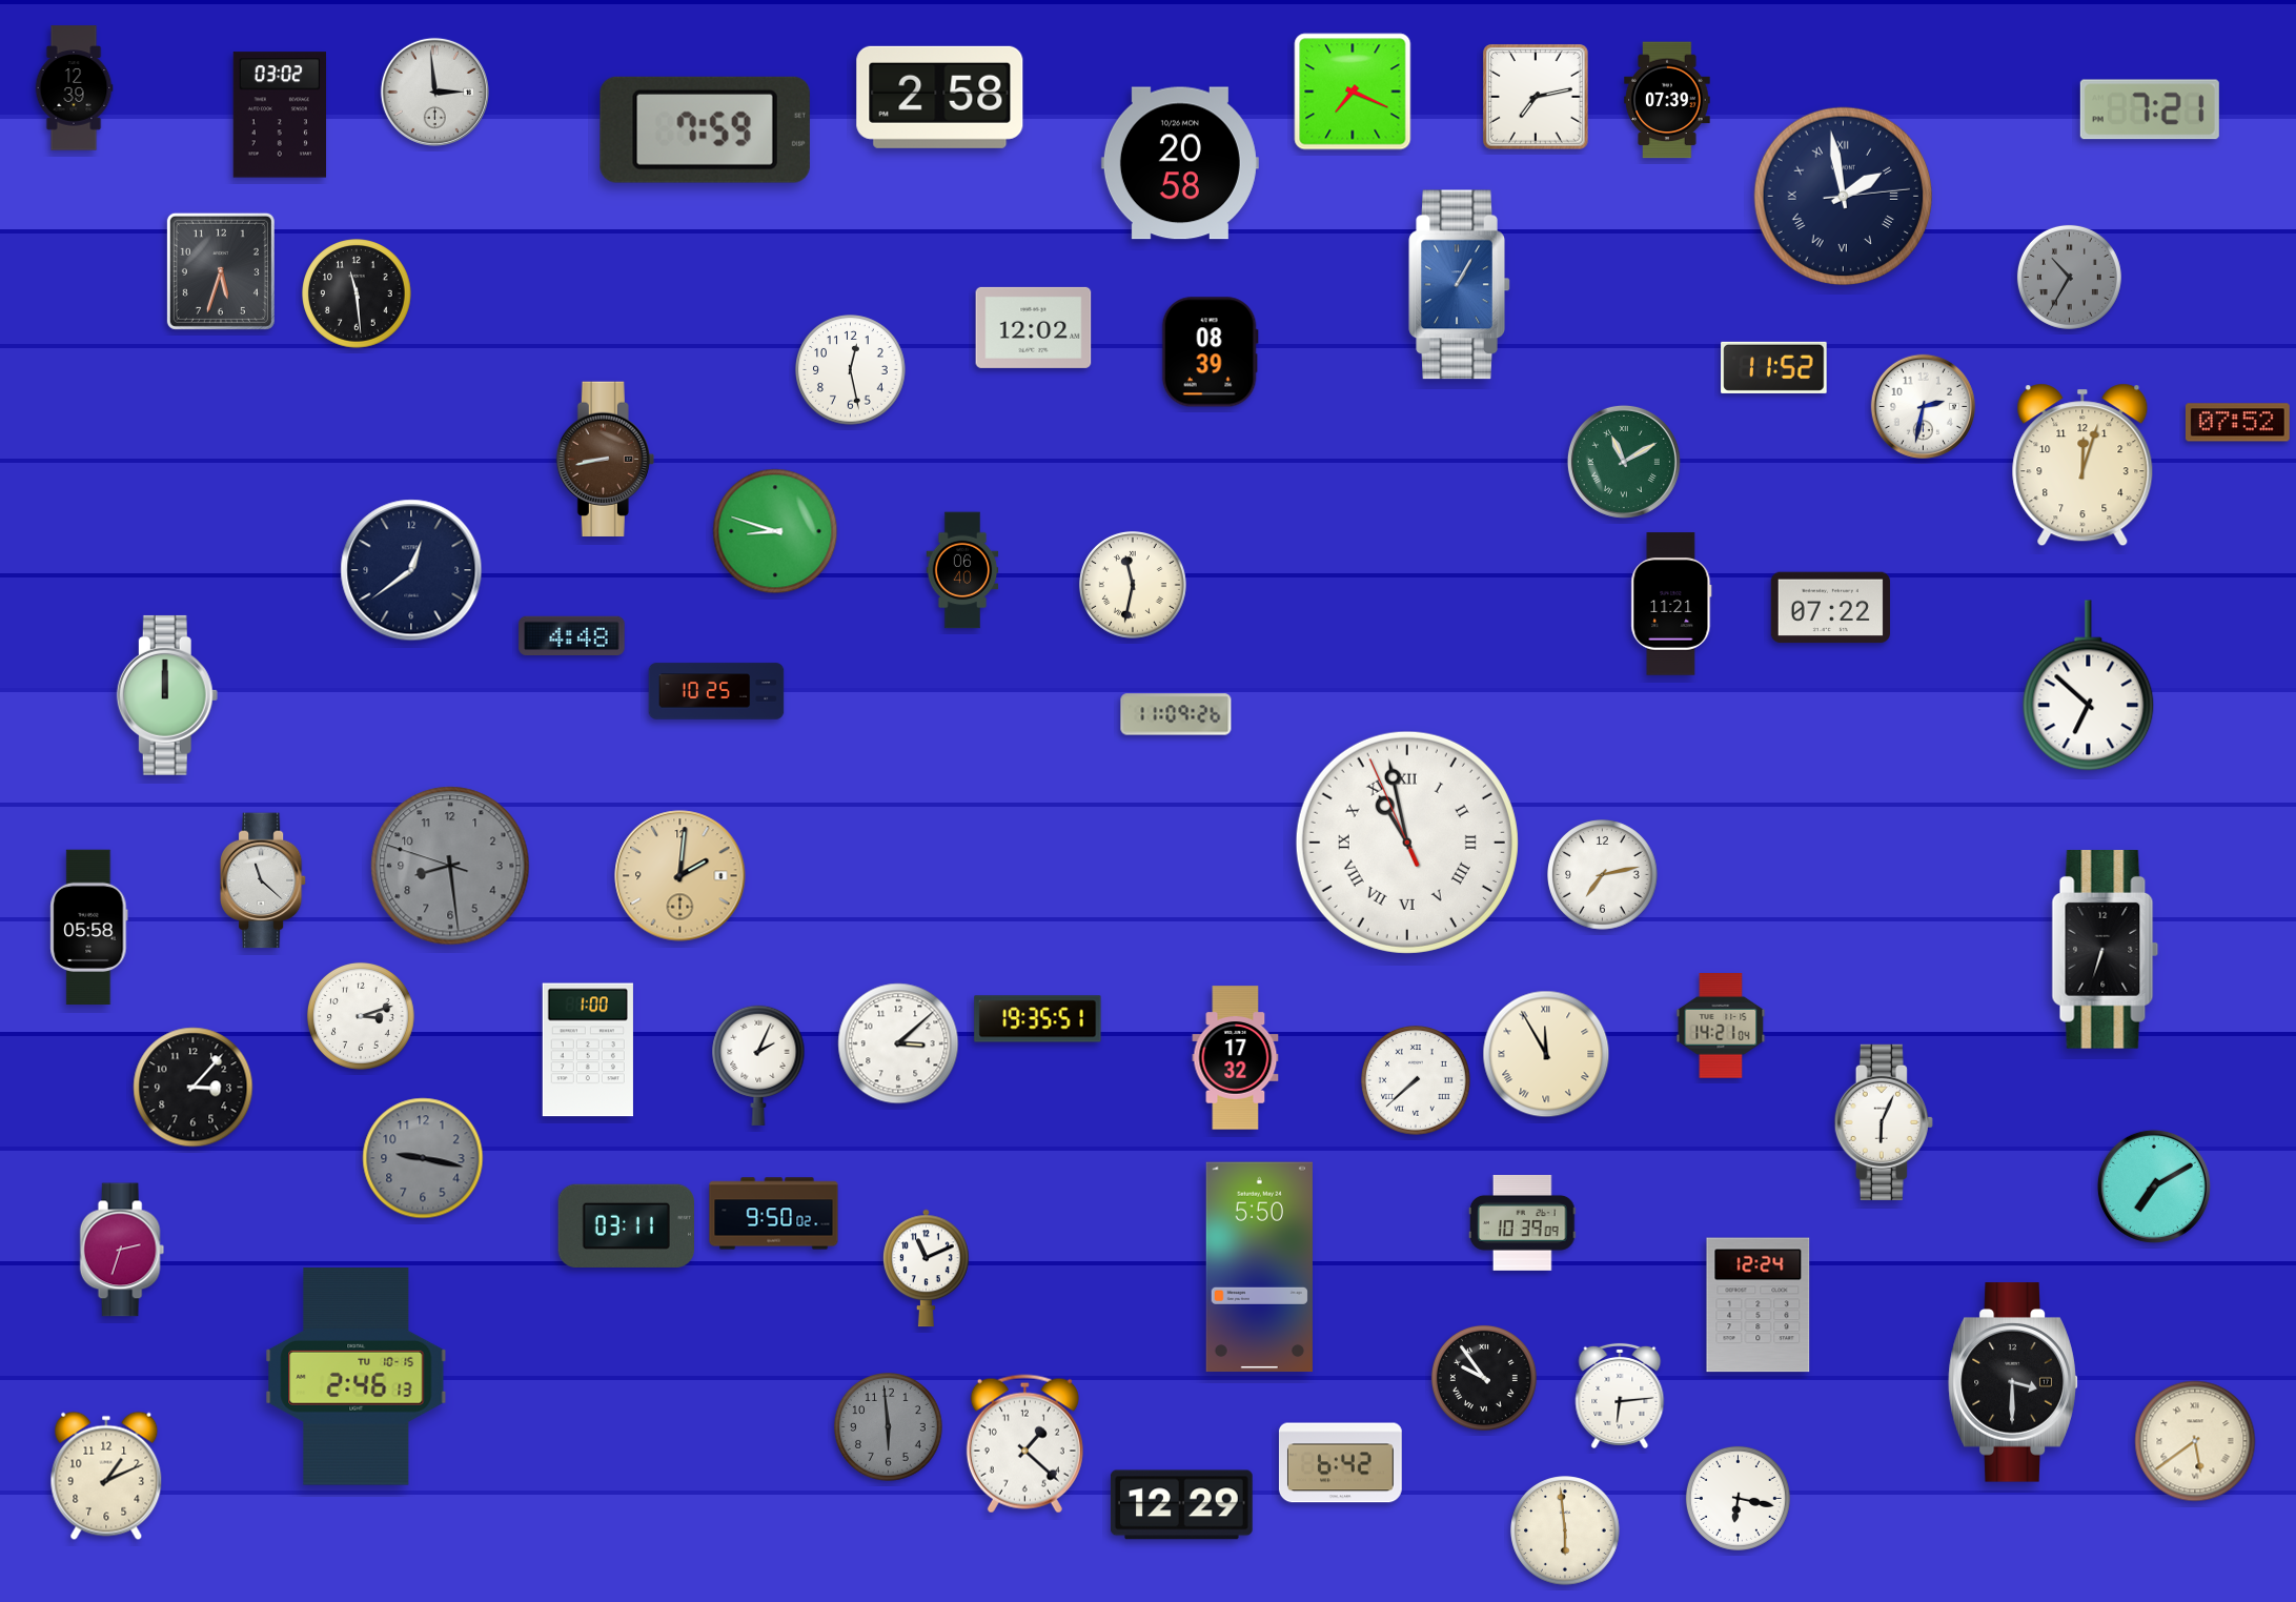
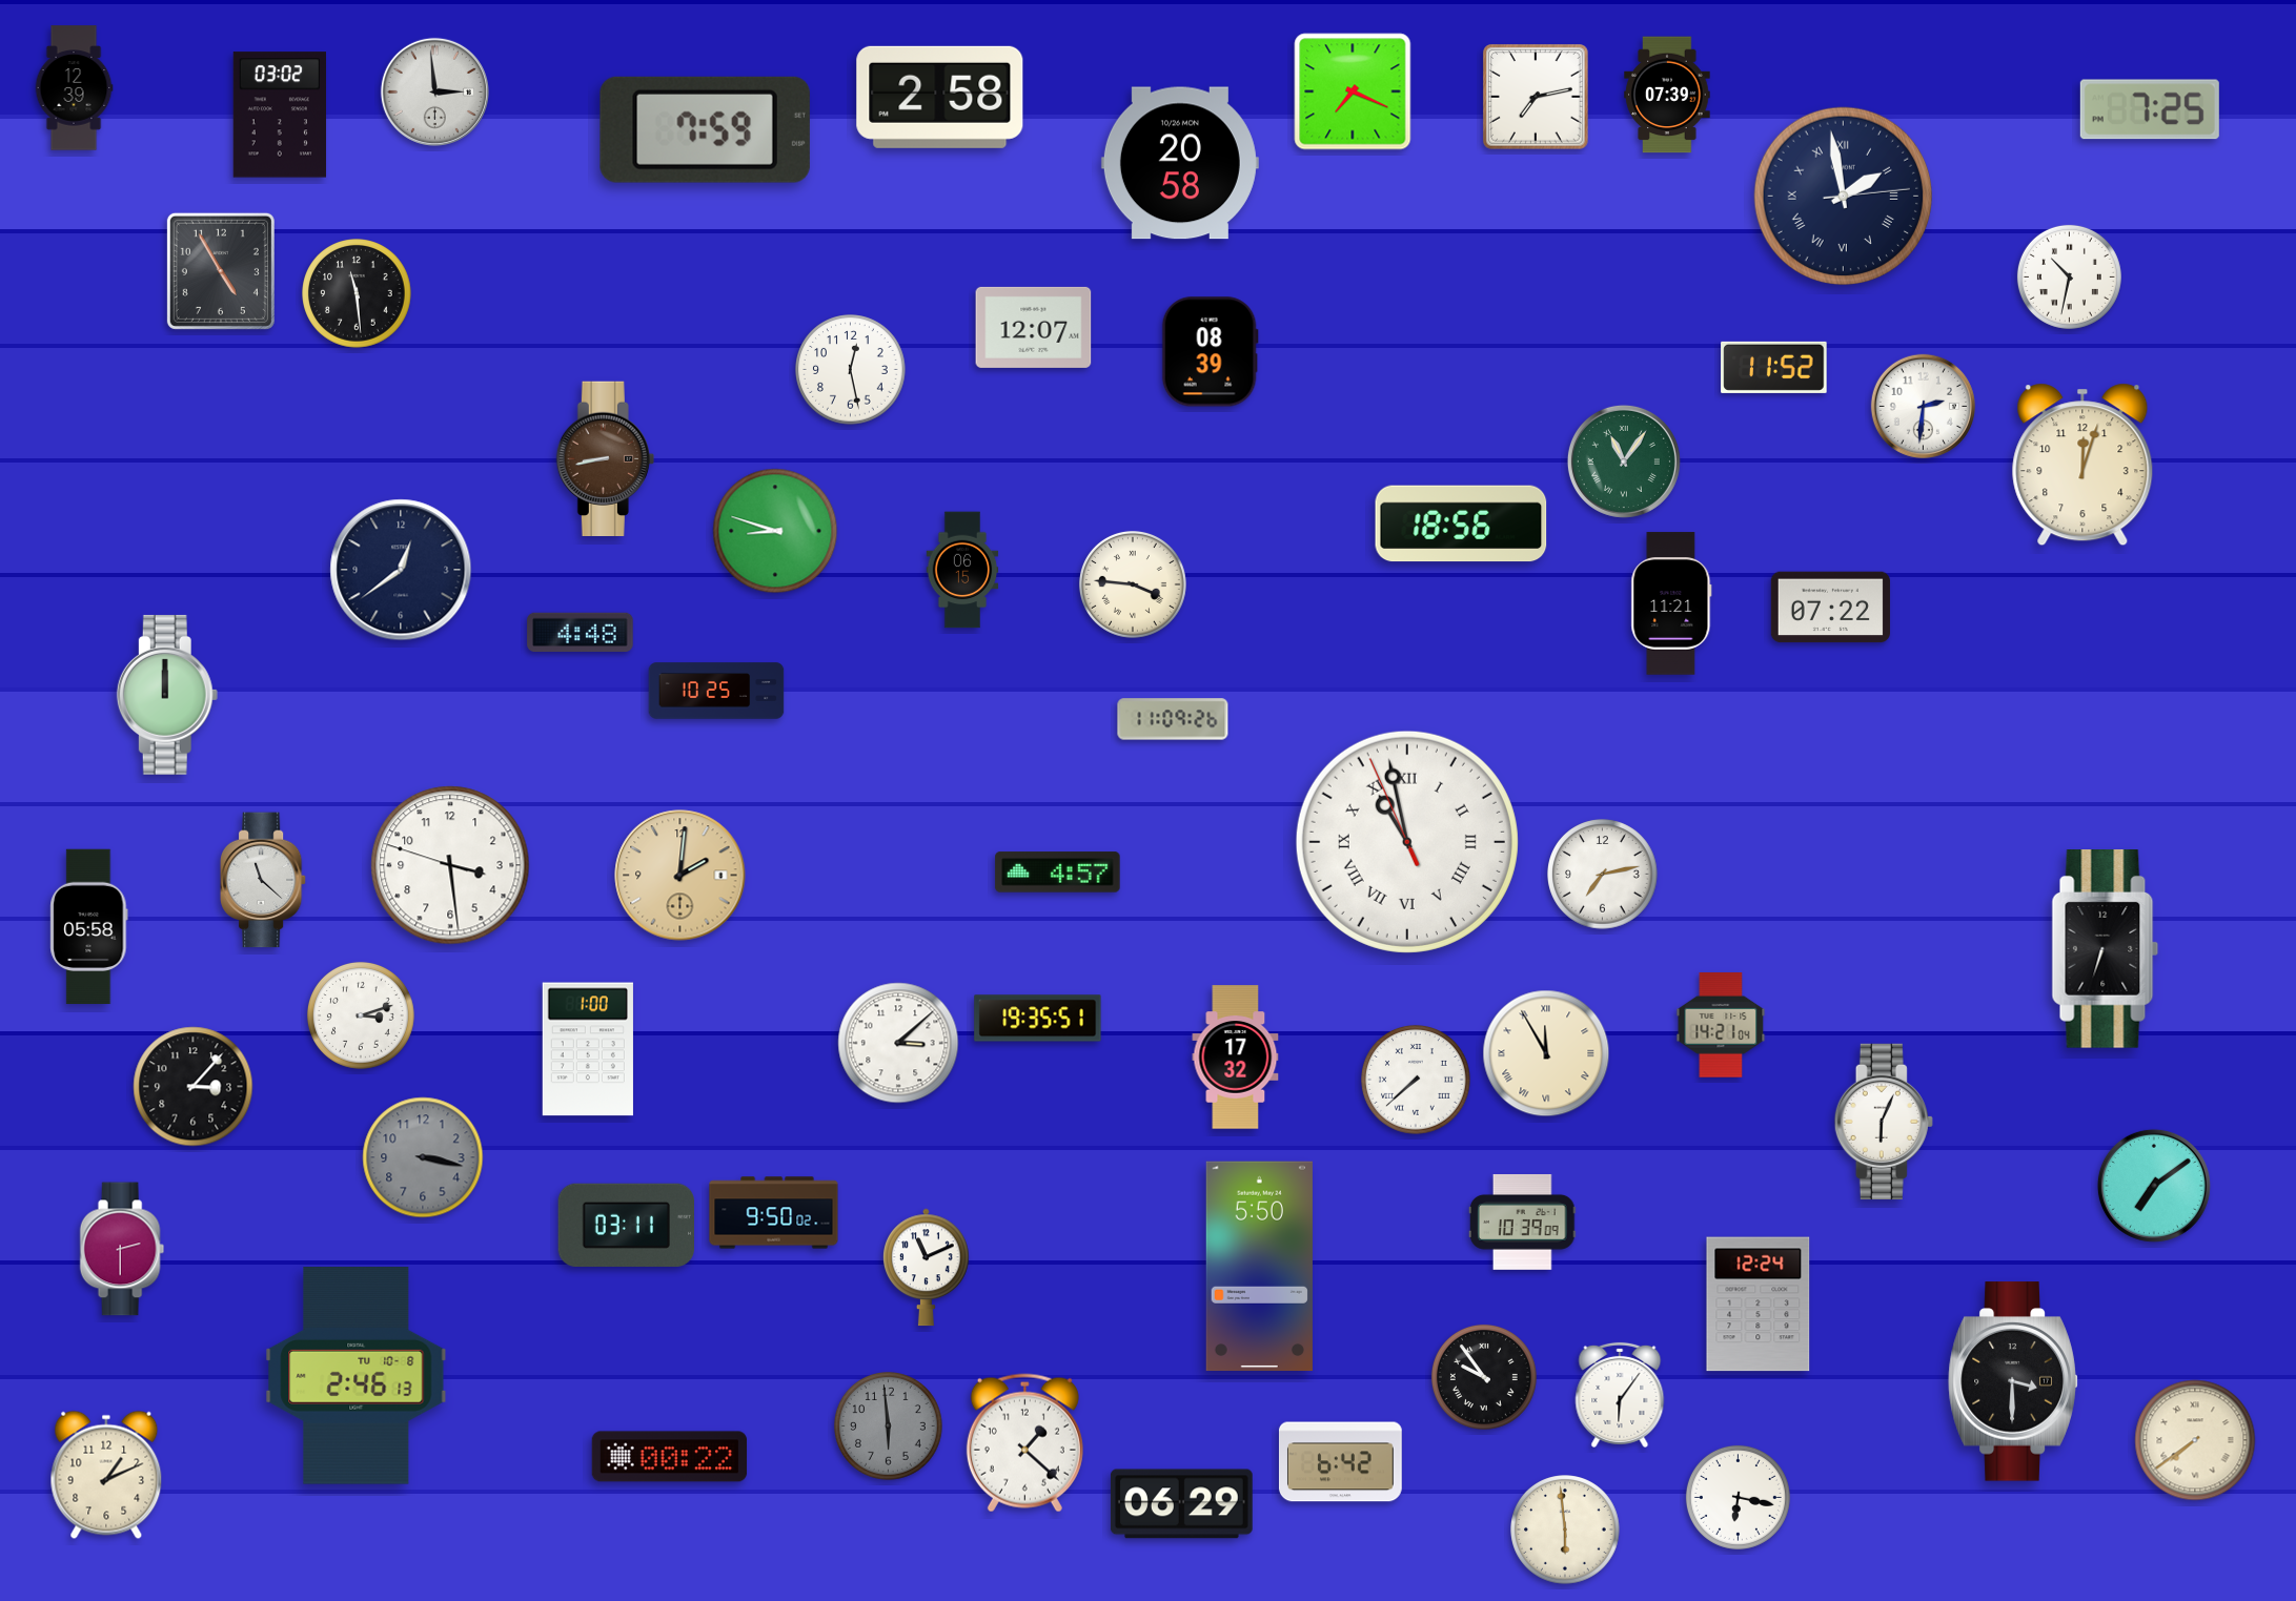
clock at (1667, 100) position: (1667, 100) -> (1667, 95)
clock at (2150, 109): 7:21 -> 7:25
clock at (221, 271): 5:33 -> 4:55
clock at (2069, 277): 10:35 -> 10:32
clock at (2069, 277) dial: grey -> white
clock at (1460, 285): 1:05 -> none
clock at (1034, 327): 12:02 -> 12:07
clock at (1923, 406): 2:32 -> 2:31
clock at (2237, 423): 07:52 -> none
clock at (1624, 462): 11:10 -> 11:06
clock at (1461, 524): none -> 18:56
clock at (411, 570) position: (411, 570) -> (401, 570)
clock at (962, 570): 06:40 -> 06:15
clock at (1133, 585): 11:32 -> 3:46
clock at (572, 635) position: (572, 635) -> (581, 632)
clock at (2089, 686): 6:52 -> none
clock at (1176, 714) position: (1176, 714) -> (1173, 719)
clock at (450, 866): 8:28 -> 3:28
clock at (450, 866) dial: grey -> white
clock at (1058, 873): none -> 4:57
clock at (758, 1066): 2:04 -> none
clock at (423, 1158): 9:17 -> 3:17
clock at (2154, 1187): 7:10 -> 7:09
clock at (122, 1250): 2:33 -> 2:30
clock at (357, 1377) date: TU 10-15 -> TU 10-8
clock at (1620, 1396): 6:14 -> 6:06
clock at (2195, 1441): 5:39 -> 7:39
clock at (670, 1457): none -> 00:22
clock at (1181, 1505): 12:29 -> 06:29
